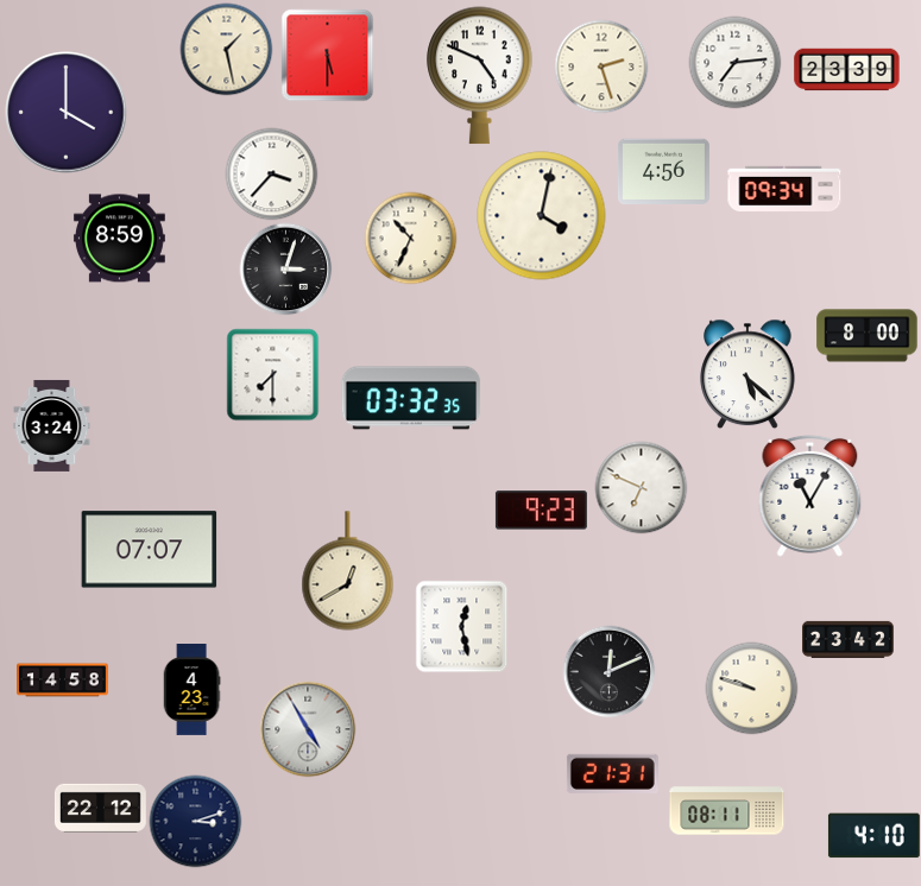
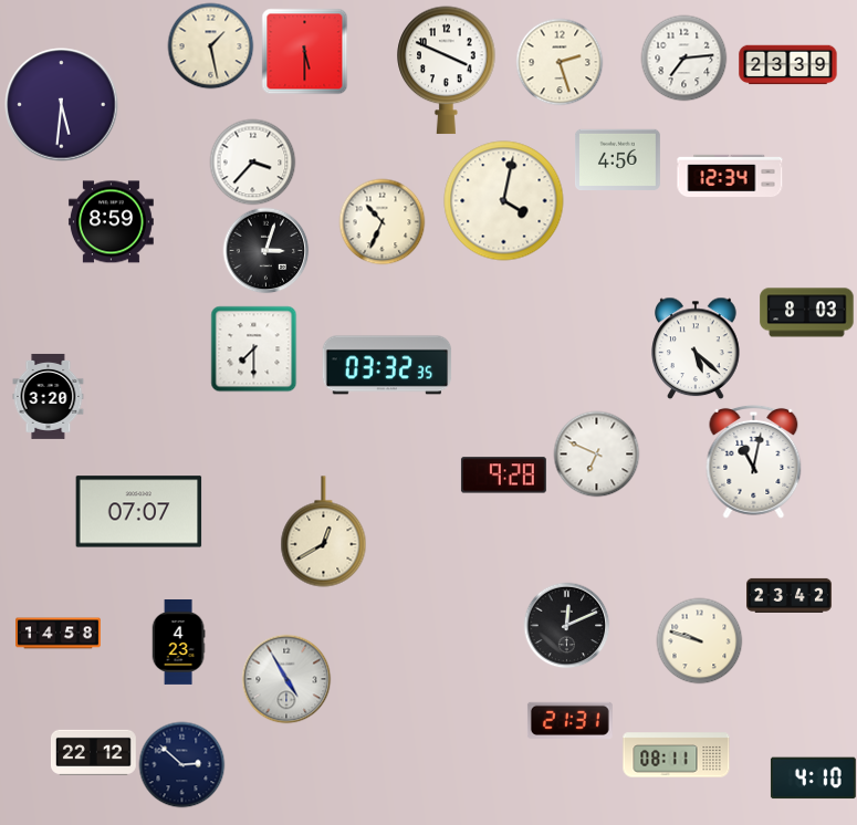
clock at (480, 76): 4:49 -> 3:49
clock at (67, 113): 4:00 -> 5:31
clock at (784, 189): 09:34 -> 12:34
clock at (868, 336): 8:00 -> 8:03
clock at (411, 398) position: (411, 398) -> (387, 365)
clock at (52, 425): 3:24 -> 3:20
clock at (810, 495): 11:05 -> 11:02
clock at (541, 511): 9:23 -> 9:28
clock at (461, 626): 12:28 -> none
clock at (195, 821): 3:12 -> 2:52
